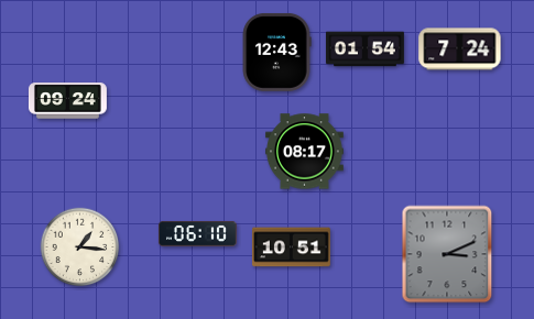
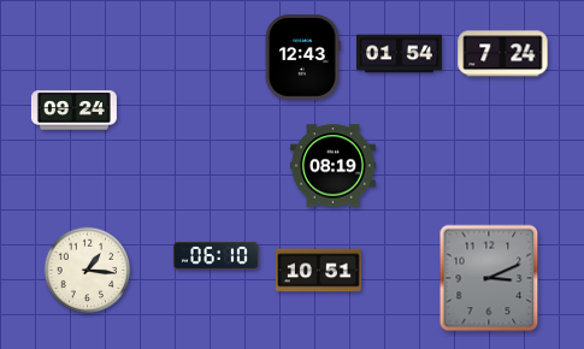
clock at (304, 152): 08:17 -> 08:19
